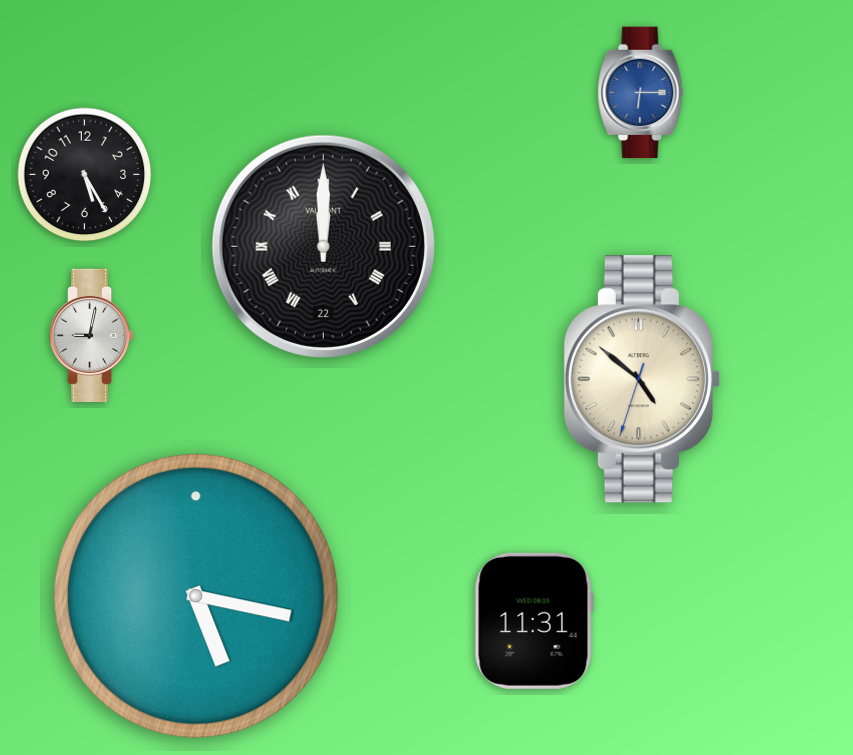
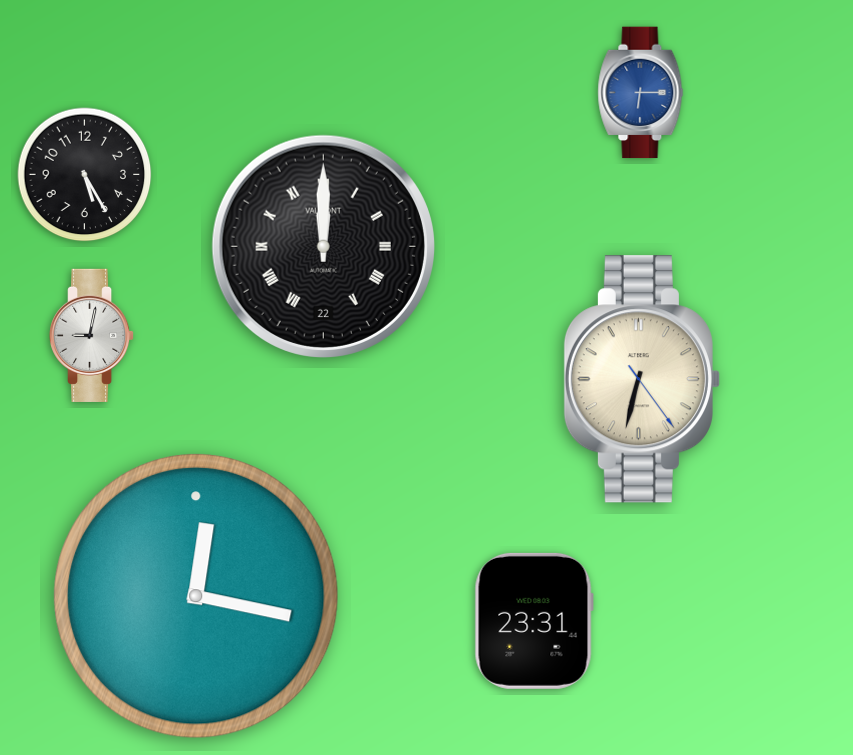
clock at (642, 379): 4:51 -> 6:32
clock at (196, 596): 5:17 -> 12:17
clock at (534, 621): 11:31 -> 23:31
